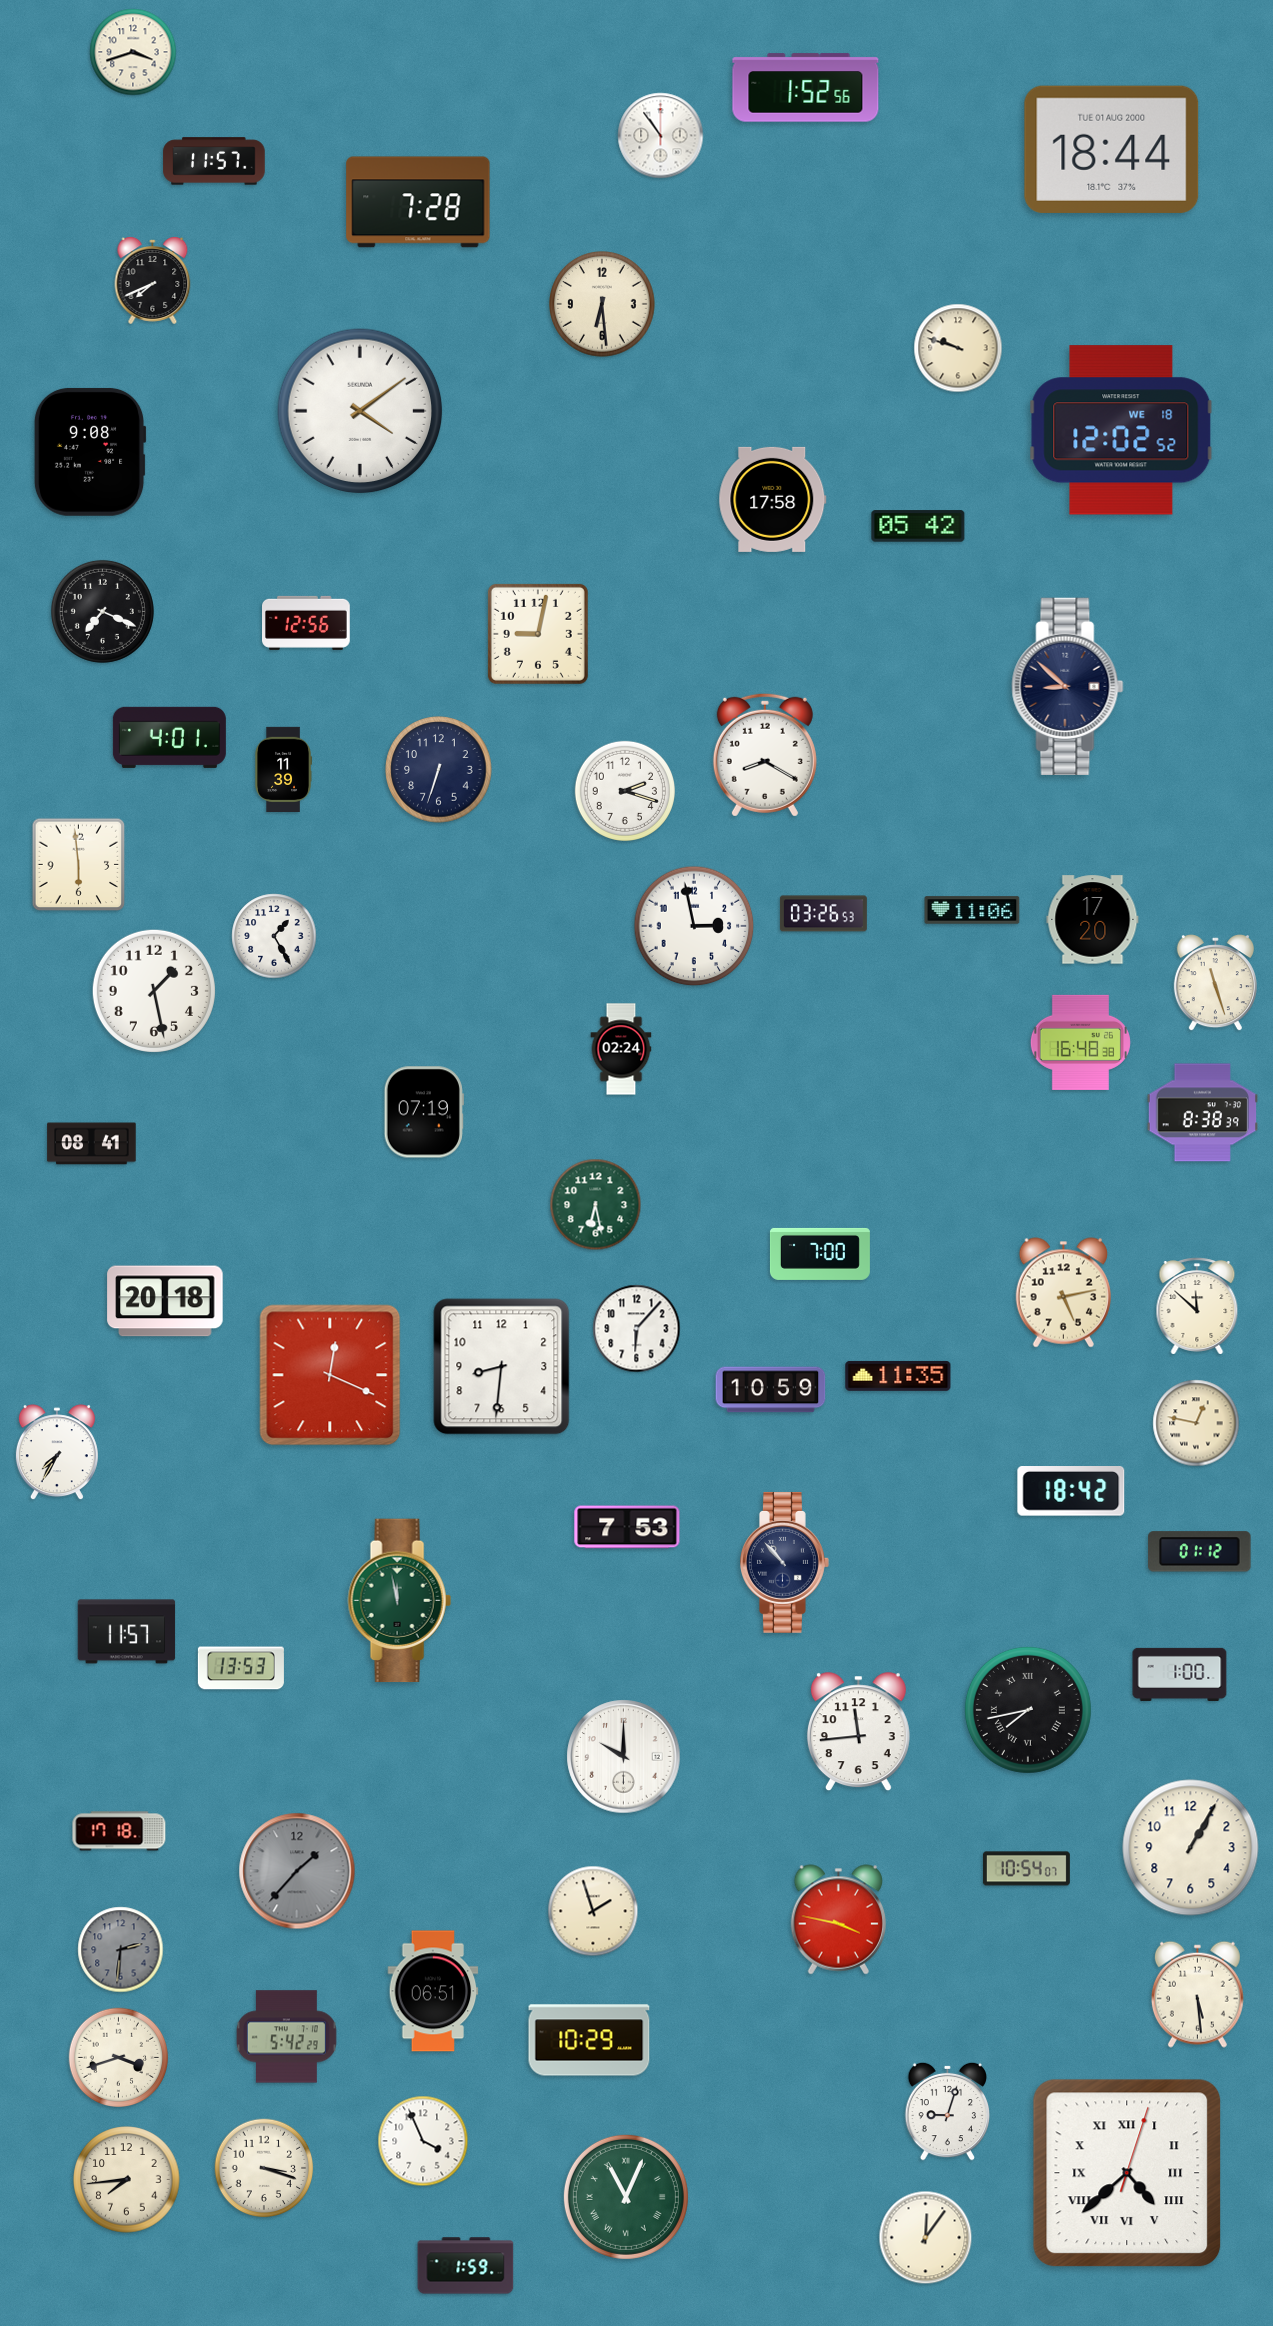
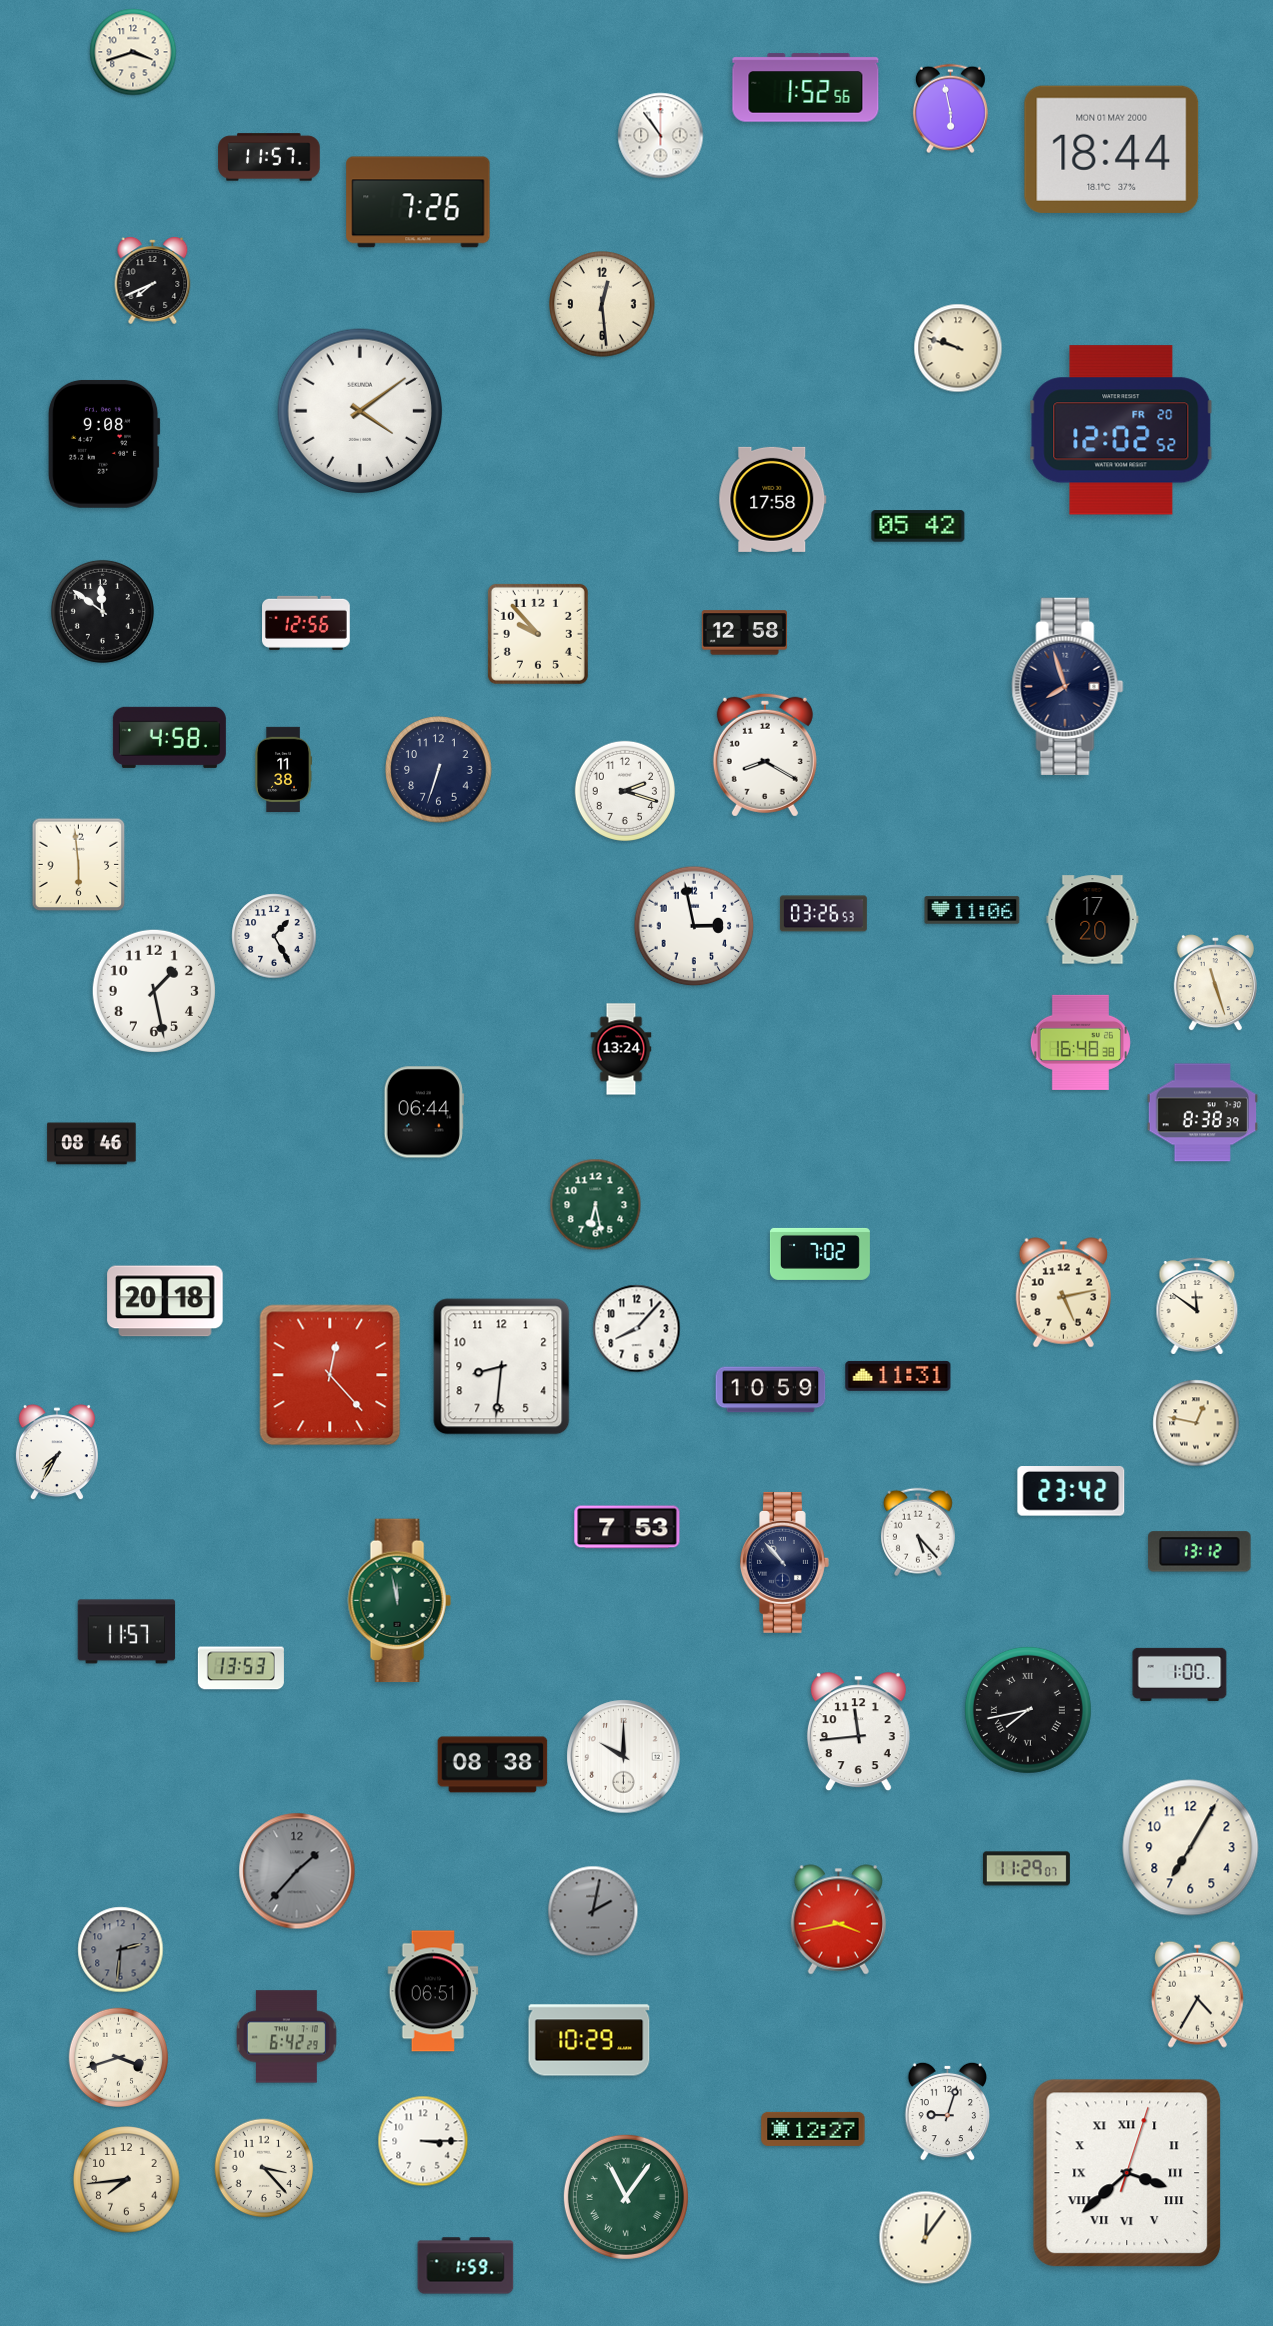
clock at (950, 109): none -> 5:58
clock at (1112, 149) date: TUE 01 AUG 2000 -> MON 01 MAY 2000
clock at (214, 161) position: (214, 161) -> (269, 157)
clock at (418, 202): 7:28 -> 7:26
clock at (602, 304): 6:29 -> 12:29
clock at (1121, 430) date: WE 18 -> FR 20
clock at (90, 452) position: (90, 452) -> (104, 444)
clock at (102, 611): 7:19 -> 11:51
clock at (744, 633): none -> 12:58
clock at (538, 634): 9:02 -> 9:53
clock at (1068, 686): 8:52 -> 7:57
clock at (169, 737): 4:01 -> 4:58
clock at (283, 769): 11:39 -> 11:38
clock at (621, 1049): 02:24 -> 13:24
clock at (424, 1112): 07:19 -> 06:44
clock at (92, 1144): 08:41 -> 08:46
clock at (820, 1254): 7:00 -> 7:02
clock at (1197, 1306): 11:52 -> 11:51
clock at (637, 1329): 6:07 -> 8:07
clock at (330, 1375): 12:19 -> 12:23
clock at (898, 1376): 11:35 -> 11:31
clock at (1071, 1492): 18:42 -> 23:42
clock at (918, 1532): none -> 5:23
clock at (1200, 1552): 01:12 -> 13:12
clock at (493, 1765): none -> 08:38
clock at (119, 1831): 17:18 -> none
clock at (1191, 1848): 1:05 -> 7:05
clock at (1026, 1869): 10:54 -> 11:29
clock at (593, 1911): 1:57 -> 2:02
clock at (593, 1911) dial: cream -> grey
clock at (838, 1920): 3:47 -> 3:43
clock at (1197, 1994): 5:29 -> 4:35
clock at (286, 2037): 5:42 -> 6:42
clock at (813, 2129): none -> 12:27
clock at (423, 2141): 3:56 -> 3:15
clock at (264, 2168): 3:18 -> 3:23
clock at (1127, 2173): 4:38 -> 3:38
clock at (626, 2197): 11:04 -> 11:06
